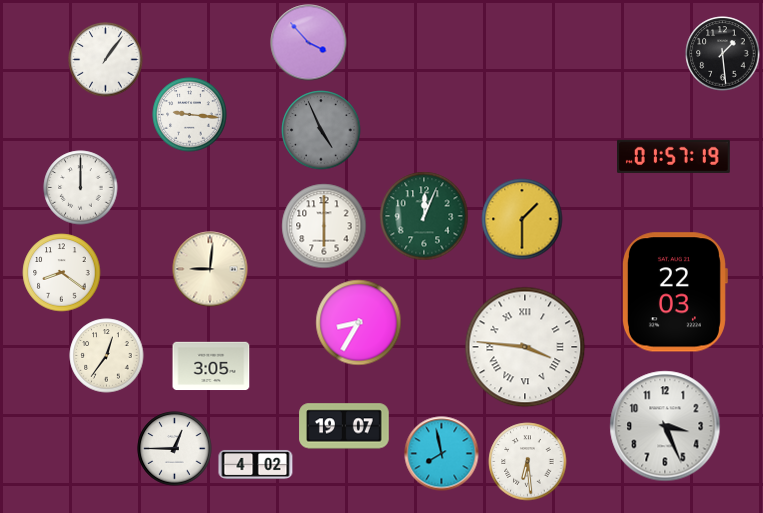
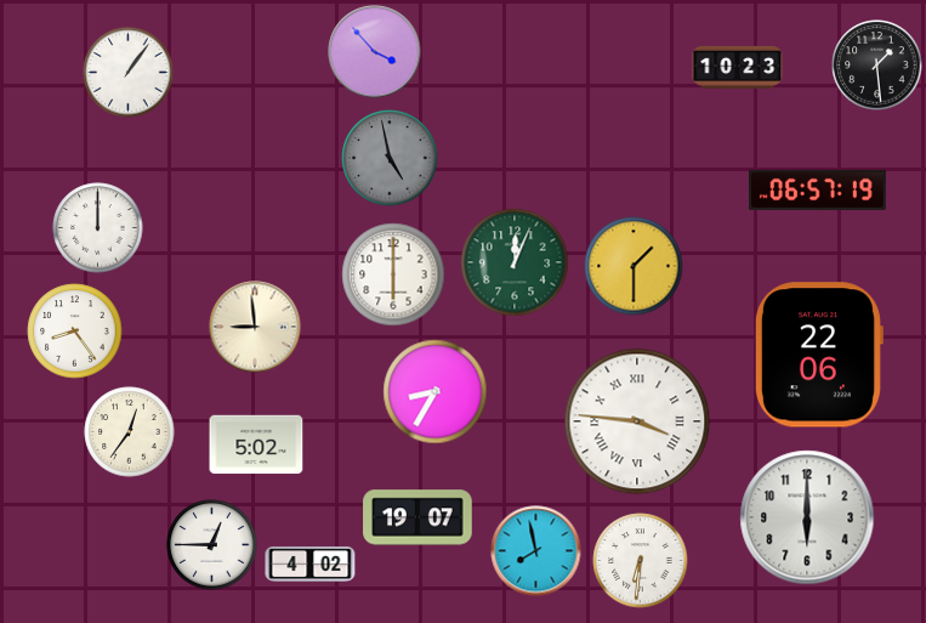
clock at (738, 67): none -> 10:23
clock at (190, 115): 9:16 -> none
clock at (321, 130): 4:56 -> 4:58
clock at (674, 156): 01:57 -> 06:57
clock at (210, 269): 9:01 -> 8:59
clock at (62, 273): 8:21 -> 8:24
clock at (674, 292): 22:03 -> 22:06
clock at (211, 366): 3:05 -> 5:02
clock at (665, 426): 3:26 -> 6:00
clock at (528, 462): 6:29 -> 6:31
